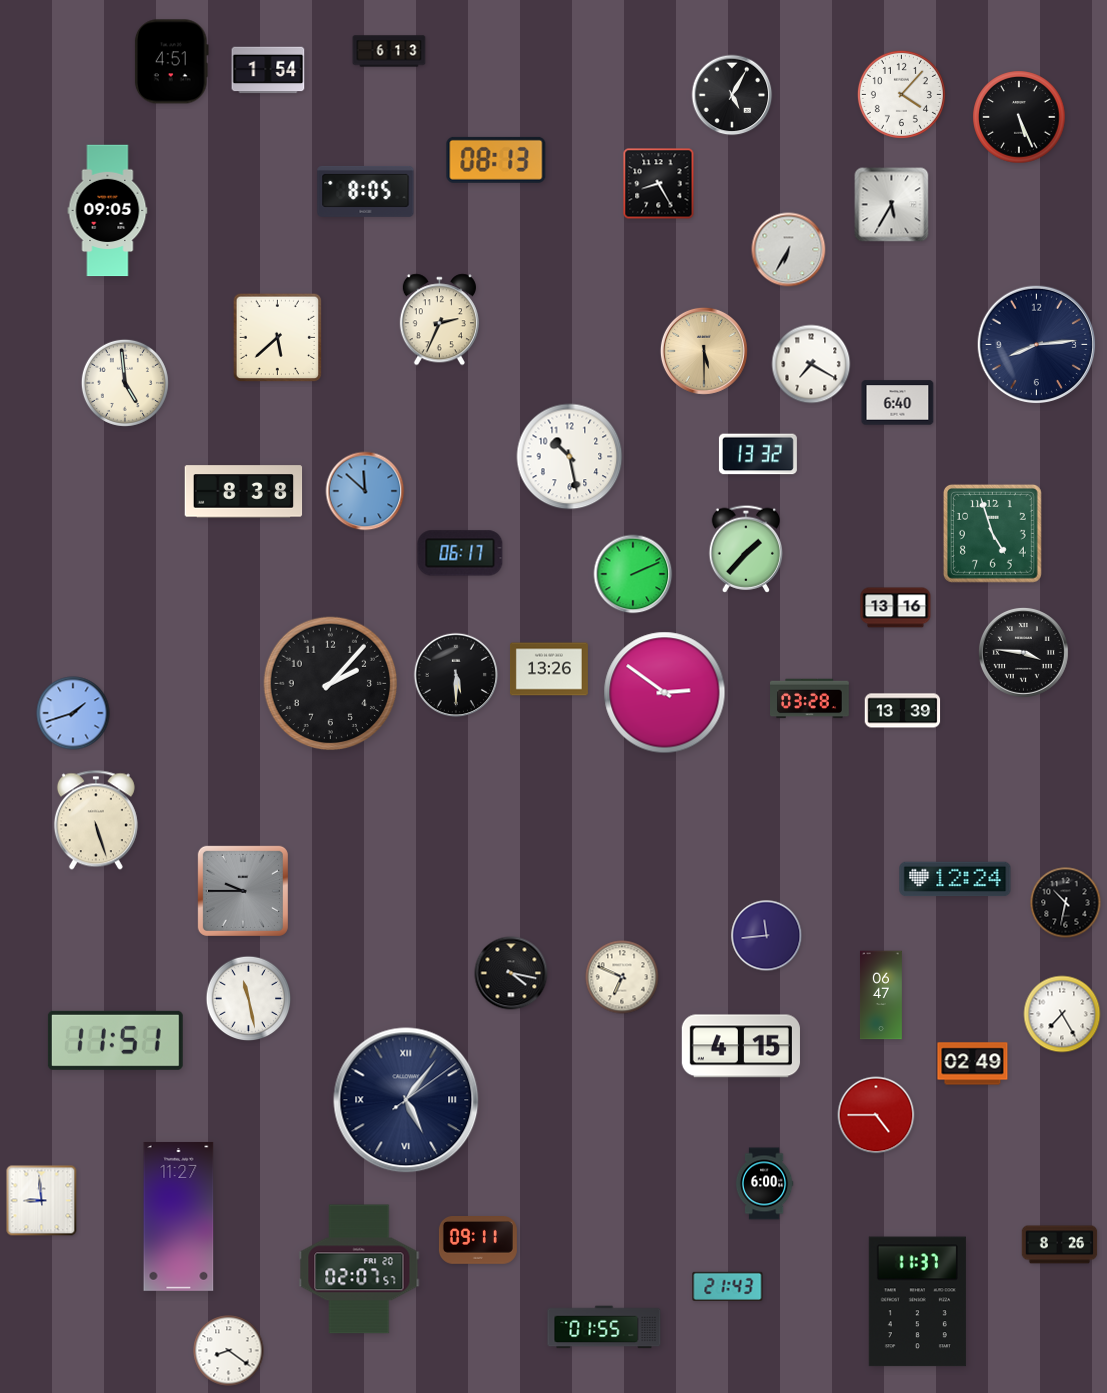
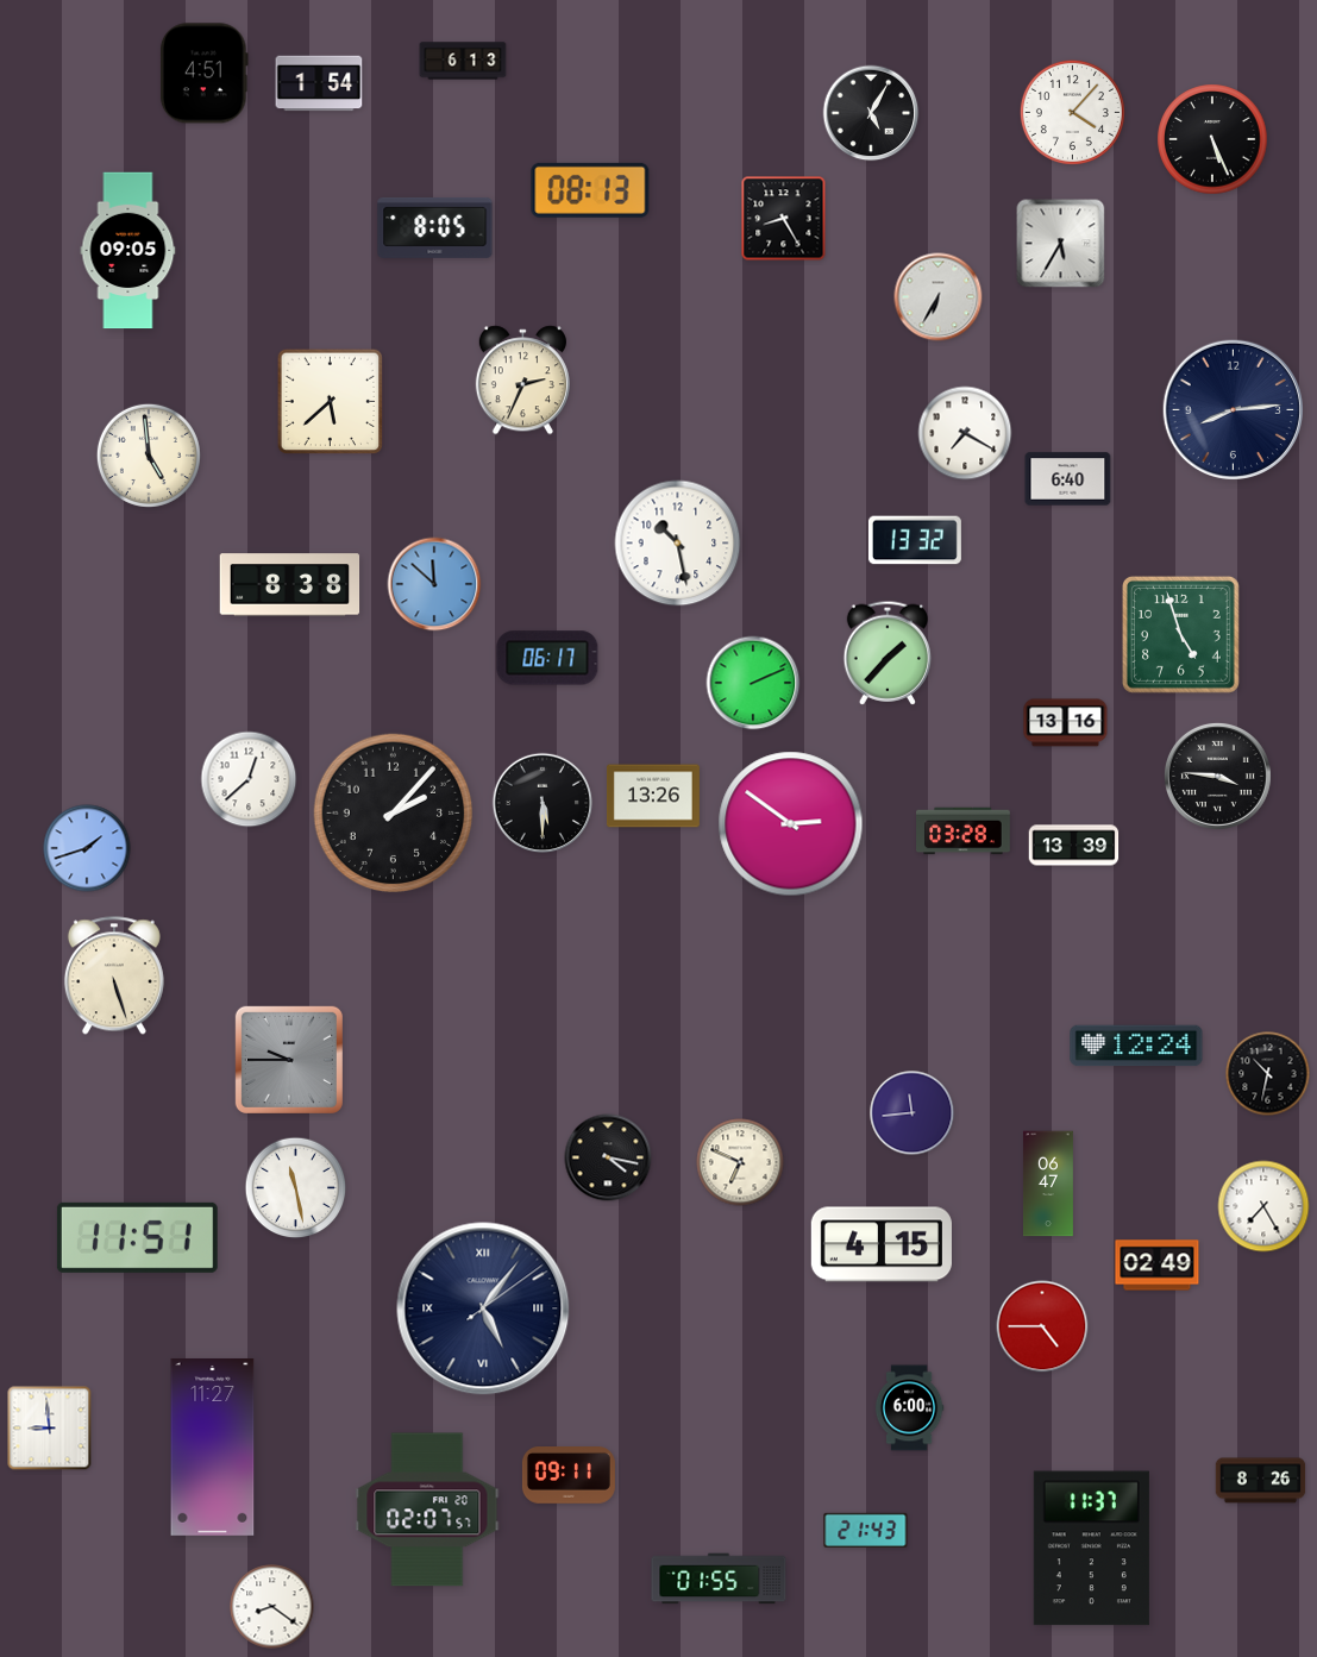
clock at (704, 351): 5:30 -> none
clock at (758, 454) position: (758, 454) -> (915, 540)
clock at (249, 779): none -> 12:38
